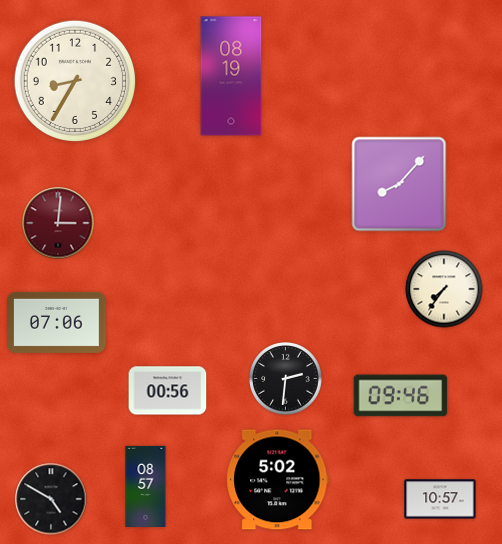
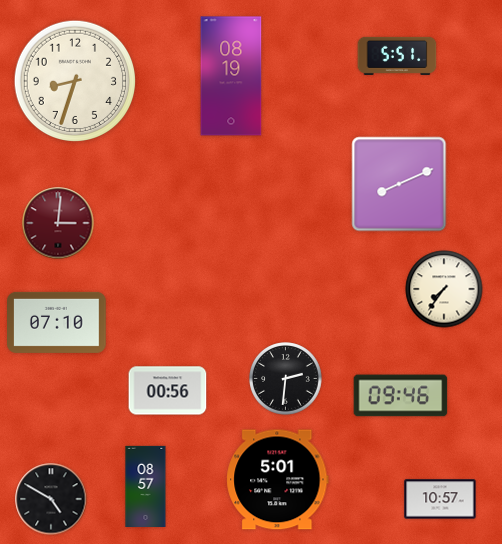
clock at (397, 56): none -> 5:51
clock at (75, 81): 8:35 -> 8:33
clock at (399, 184): 8:07 -> 8:11
clock at (57, 322): 07:06 -> 07:10
clock at (278, 480): 5:02 -> 5:01
